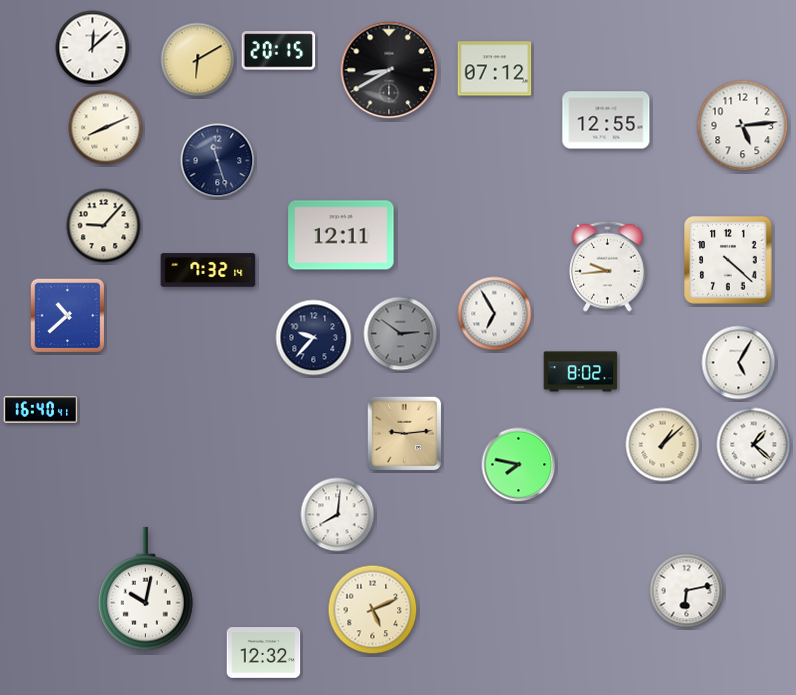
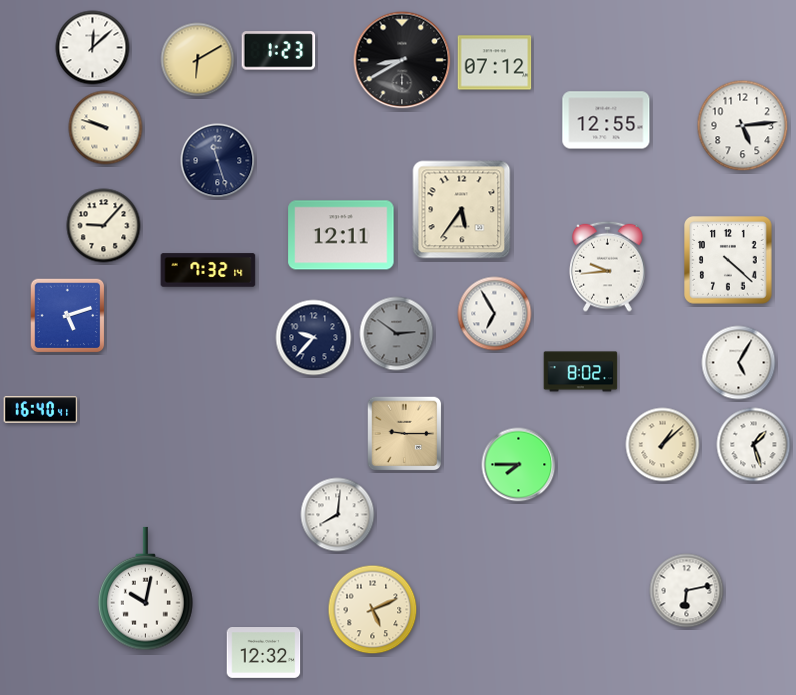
clock at (279, 51): 20:15 -> 1:23
clock at (495, 69) position: (495, 69) -> (495, 63)
clock at (389, 70) position: (389, 70) -> (402, 60)
clock at (106, 128): 8:11 -> 9:48
clock at (462, 210): none -> 5:36
clock at (68, 316): 10:38 -> 5:12
clock at (401, 334) position: (401, 334) -> (397, 334)
clock at (405, 434): 9:14 -> 9:15
clock at (754, 445): 1:22 -> 1:27
clock at (519, 465): 7:47 -> 7:45
